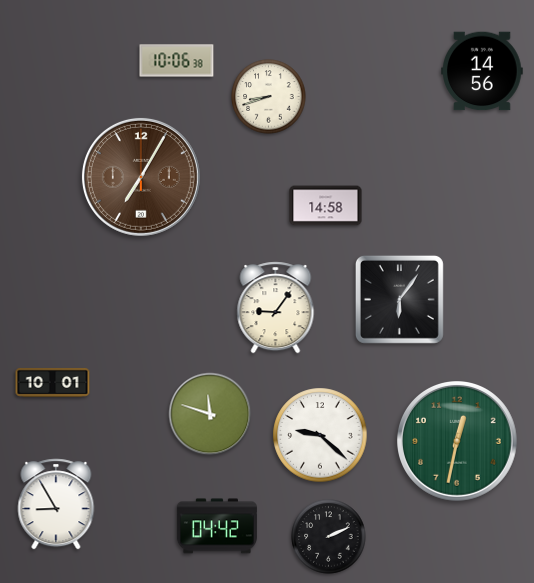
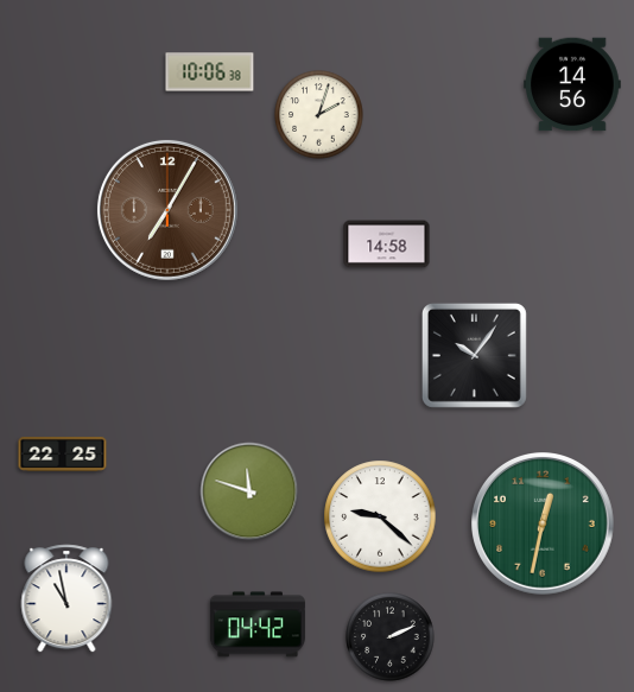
clock at (269, 97): 8:42 -> 2:03
clock at (399, 299): 6:06 -> 10:06
clock at (276, 308): 9:06 -> none
clock at (53, 382): 10:01 -> 22:25
clock at (56, 504): 8:55 -> 10:58
